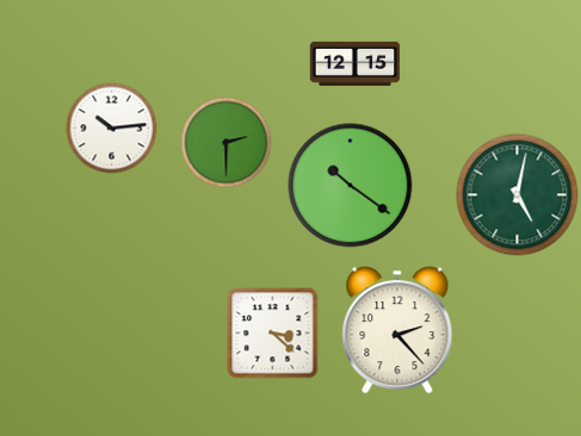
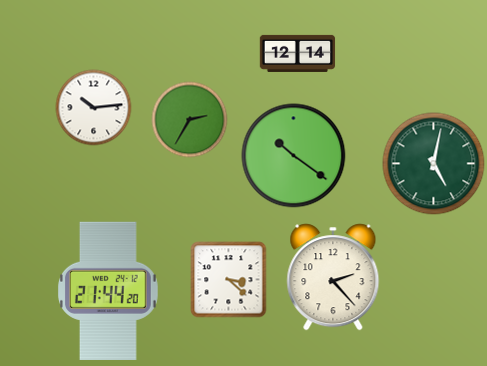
clock at (356, 63): 12:15 -> 12:14
clock at (227, 143): 2:30 -> 2:35
clock at (109, 291): none -> 21:44
